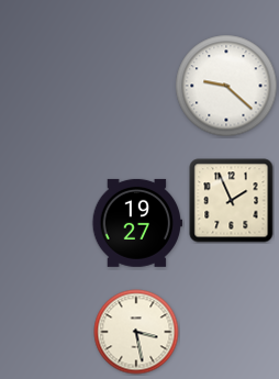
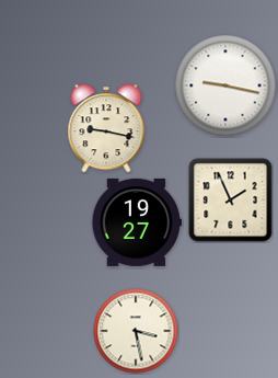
clock at (226, 86): 9:22 -> 9:17
clock at (106, 128): none -> 9:17
